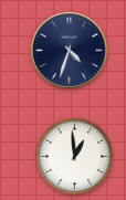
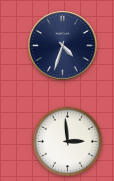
clock at (74, 156): 12:59 -> 2:59
